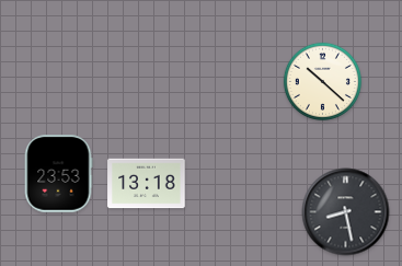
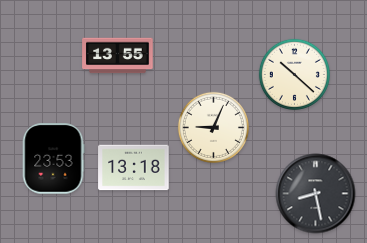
clock at (118, 56): none -> 13:55
clock at (213, 127): none -> 9:04
